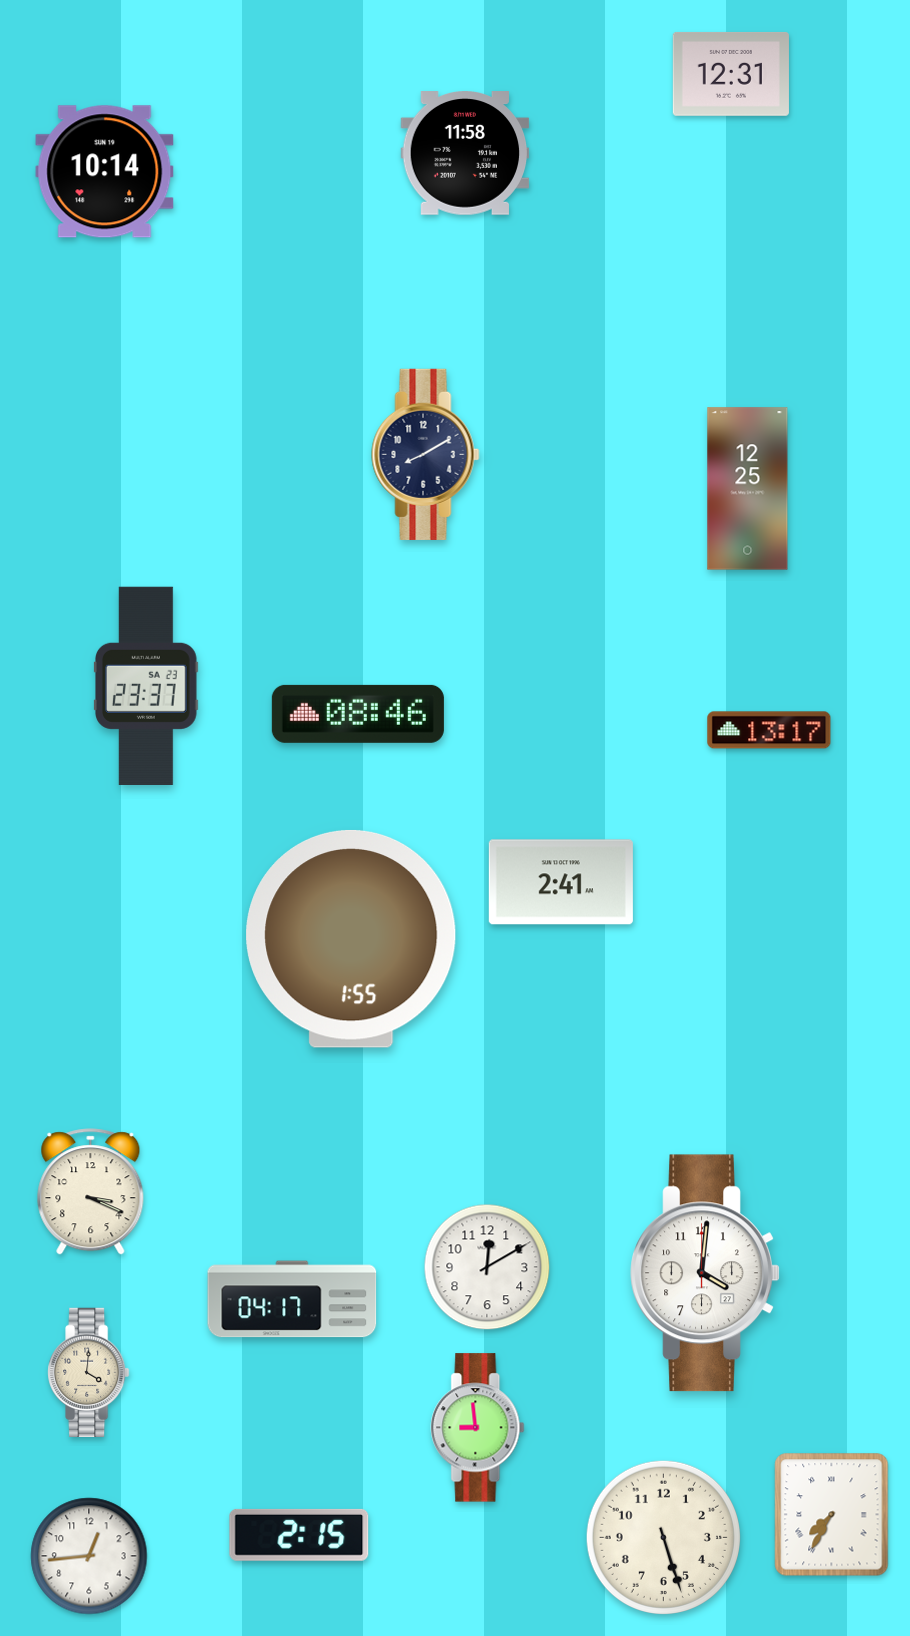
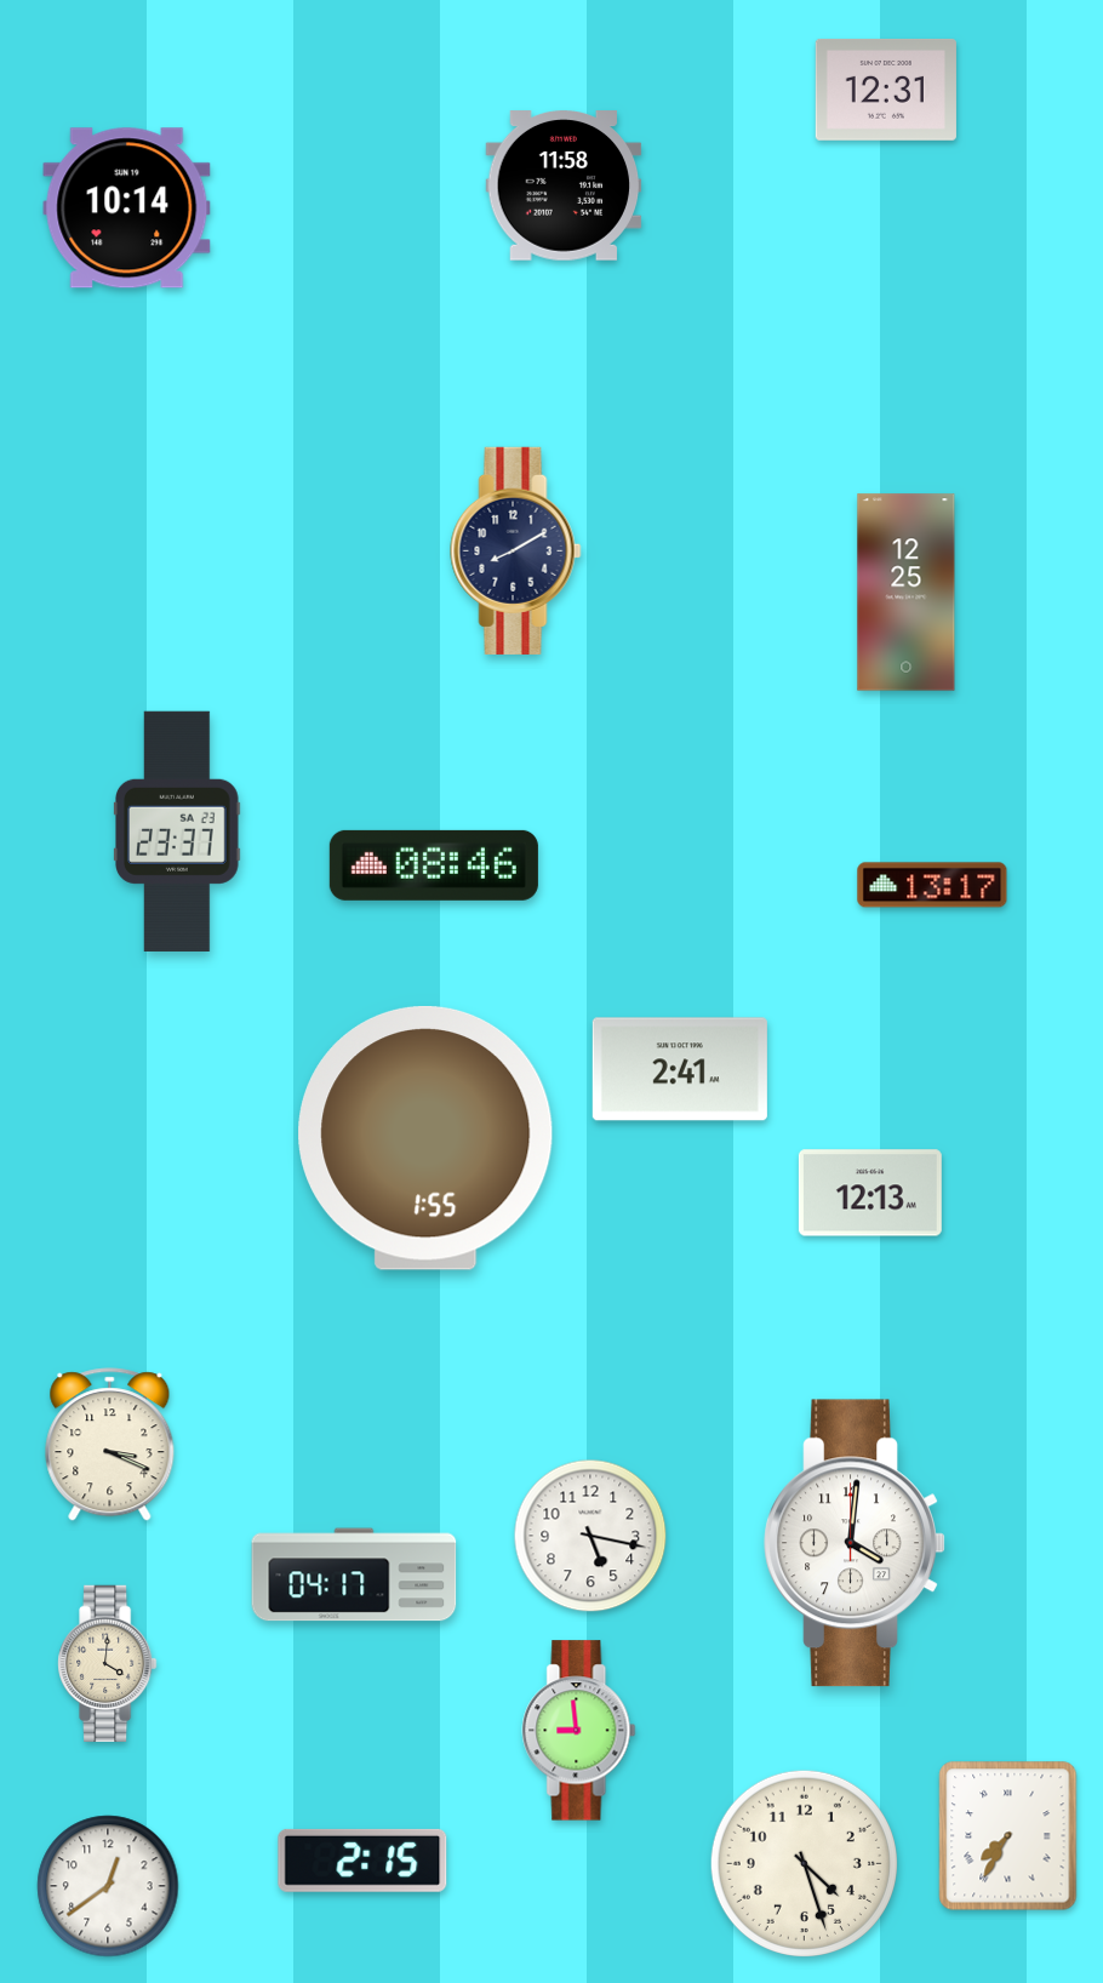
clock at (870, 1193): none -> 12:13
clock at (487, 1267): 12:10 -> 5:17
clock at (663, 1537): 5:27 -> 4:27
clock at (89, 1556): 12:44 -> 12:39
